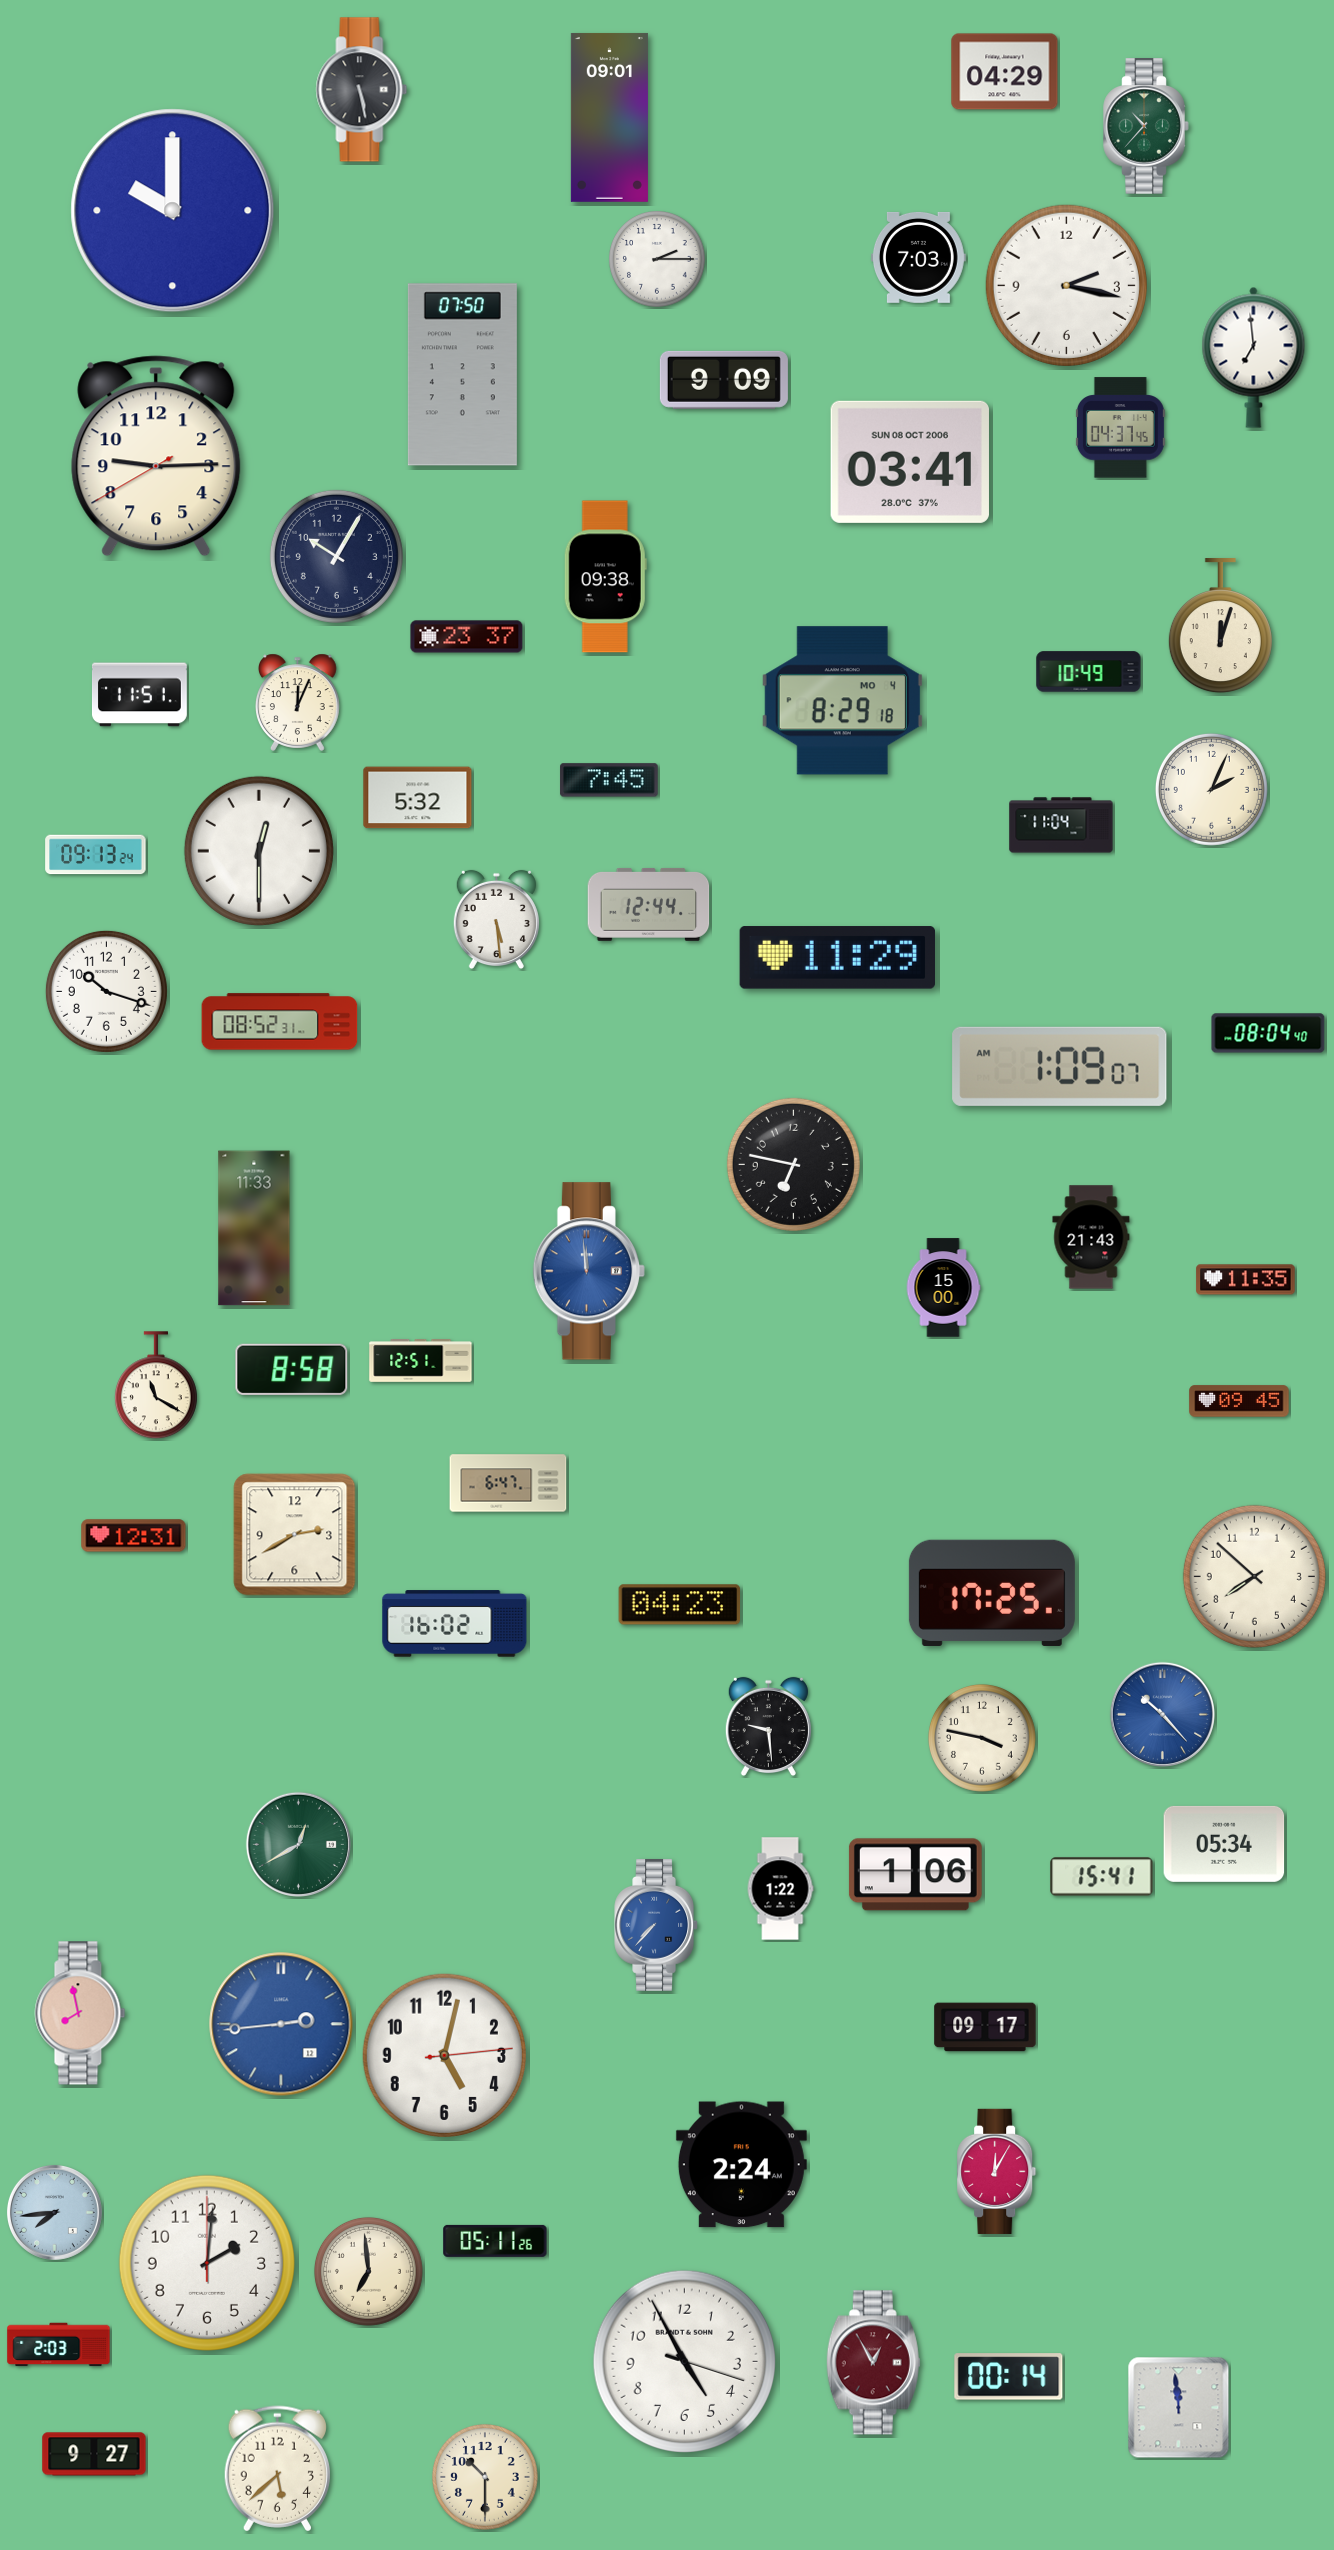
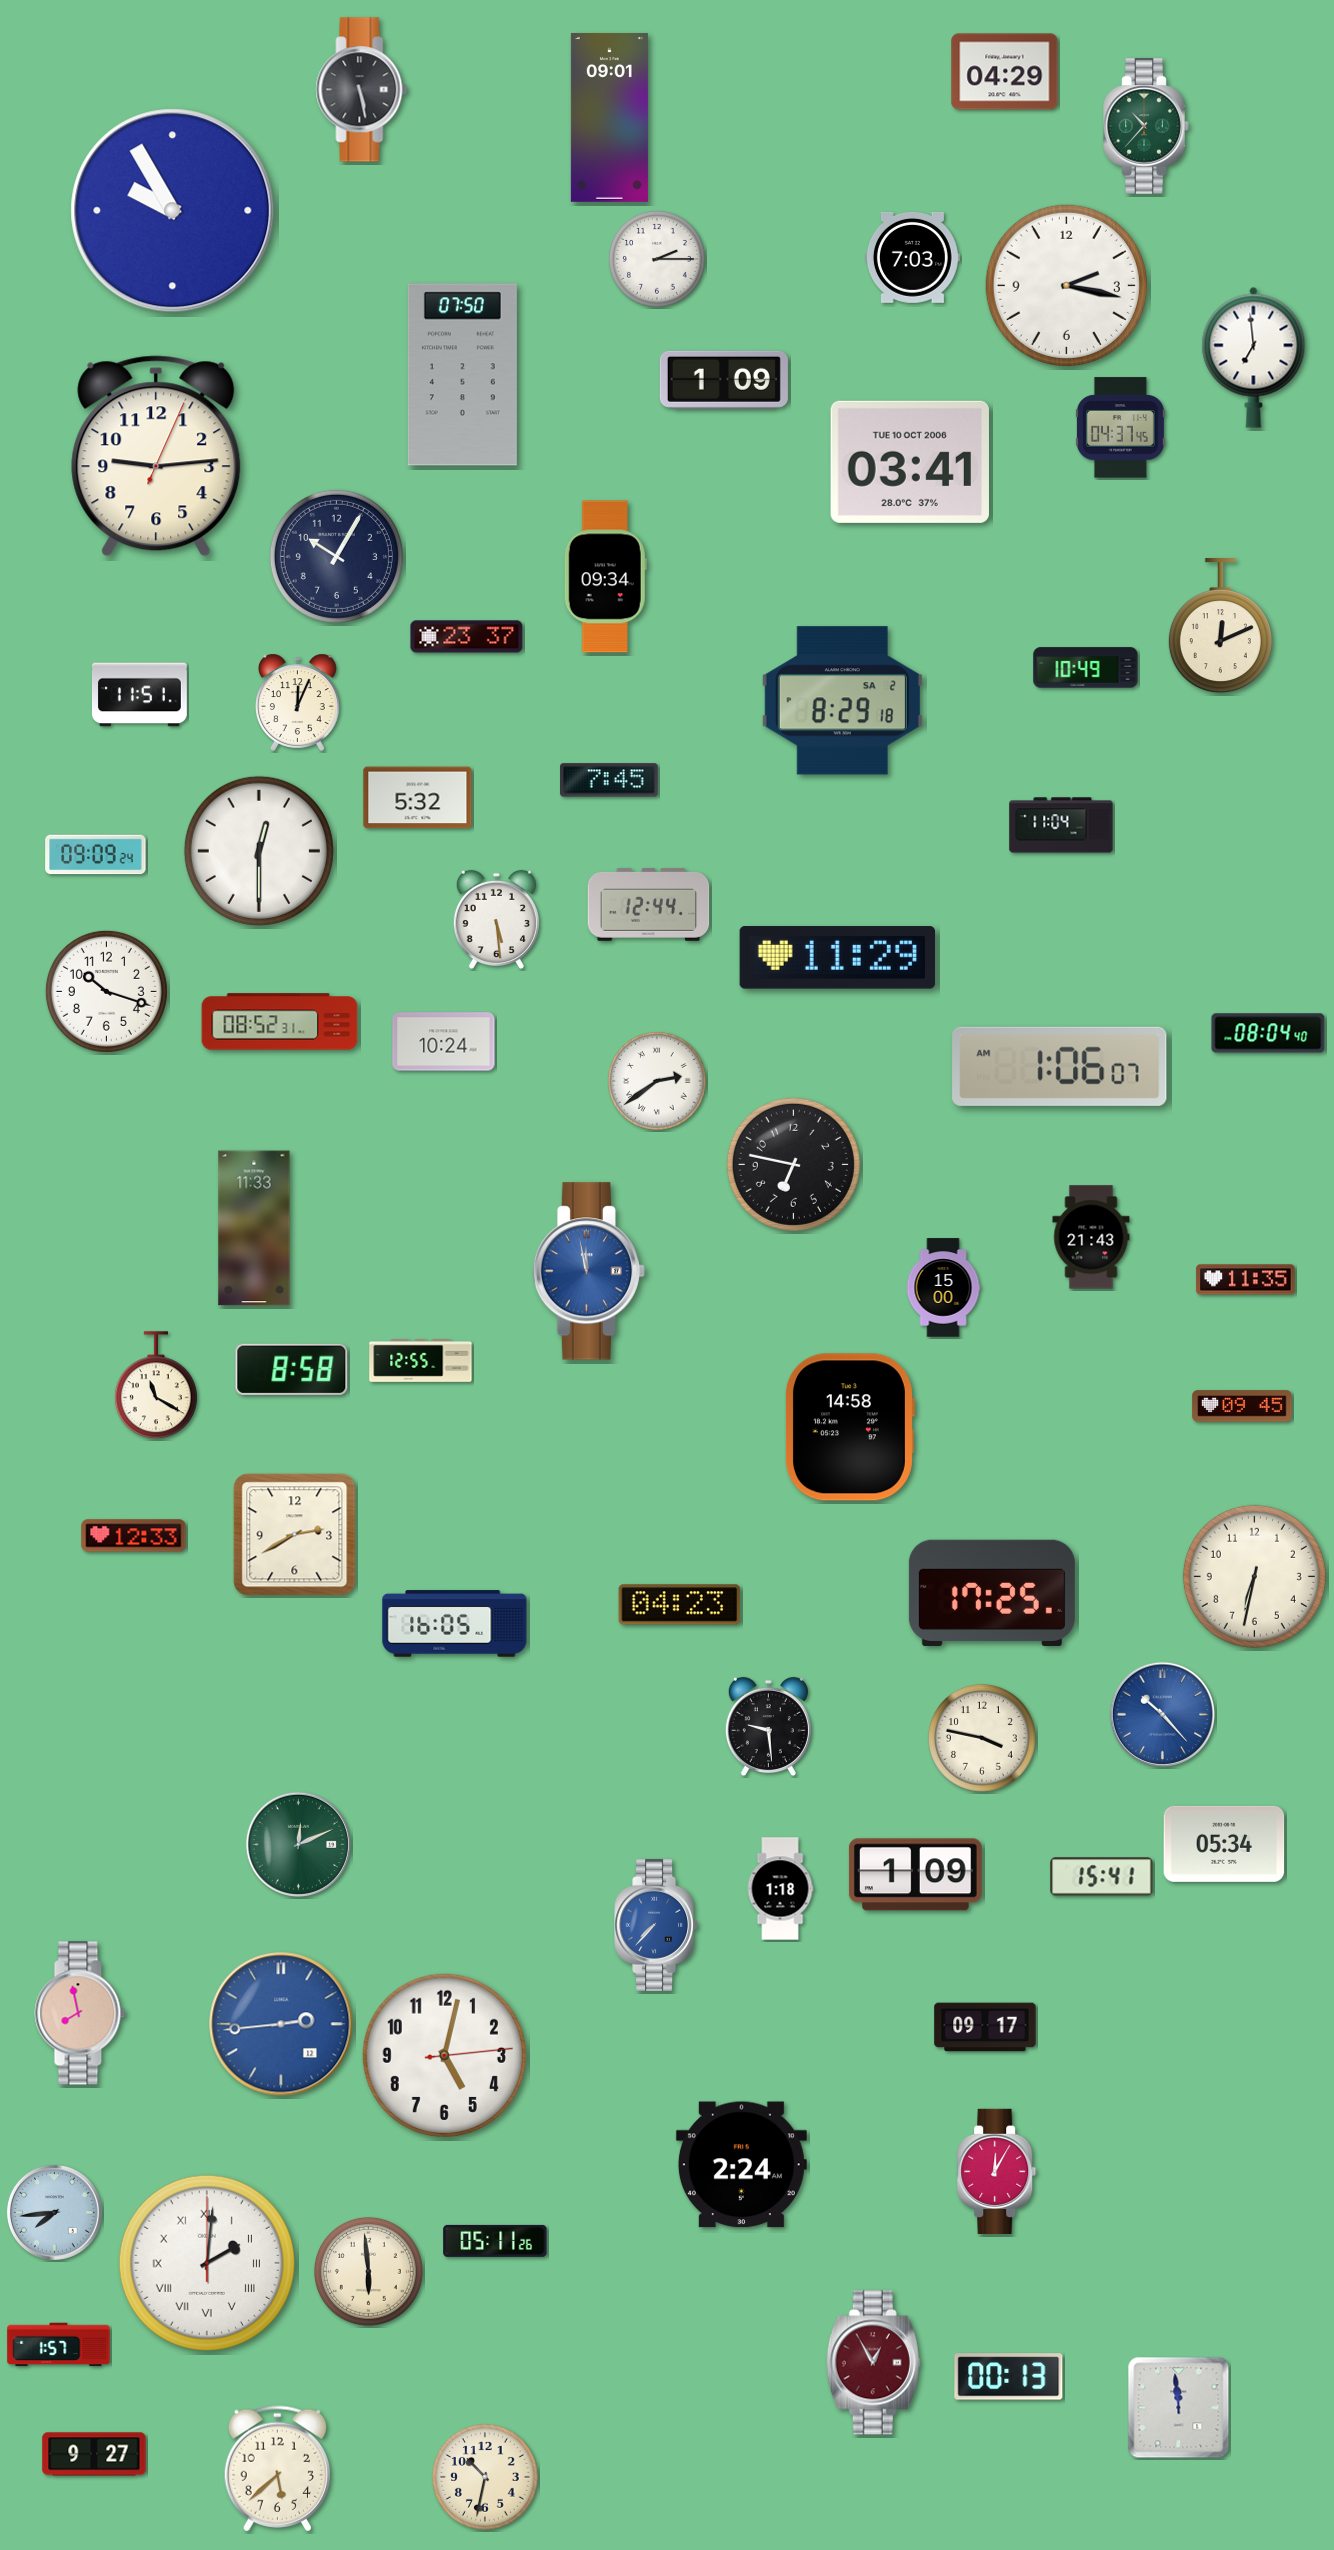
clock at (173, 211): 10:00 -> 9:55
clock at (918, 257) position: (918, 257) -> (912, 257)
clock at (724, 380): 9:09 -> 1:09
clock at (156, 456): 9:14:40 -> 9:14:04
clock at (910, 462) date: SUN 08 OCT 2006 -> TUE 10 OCT 2006
clock at (605, 577): 09:38 -> 09:34
clock at (1220, 626): 12:03 -> 12:11
clock at (1089, 672) position: (1089, 672) -> (1086, 668)
clock at (842, 701) date: MO 4 -> SA 2
clock at (1211, 789): 2:04 -> none
clock at (96, 855): 09:13 -> 09:09
clock at (444, 1042): none -> 10:24
clock at (1060, 1066): 1:09 -> 1:06
clock at (658, 1082): none -> 2:39
clock at (589, 1271): 11:59 -> 11:58
clock at (421, 1361): 12:51 -> 12:55
clock at (1239, 1401) position: (1239, 1401) -> (1242, 1406)
clock at (849, 1427): none -> 14:58
clock at (508, 1483): 6:47 -> none
clock at (134, 1536): 12:31 -> 12:33
clock at (1254, 1576): 7:52 -> 6:32
clock at (455, 1624): 16:02 -> 16:05
clock at (298, 1844): 12:40 -> 12:11
clock at (915, 1875): 1:06 -> 1:09
clock at (780, 1889): 1:22 -> 1:18
clock at (206, 2262) numerals: Arabic -> Roman
clock at (368, 2271): 6:59 -> 5:59
clock at (59, 2345): 2:03 -> 1:57
clock at (684, 2361): 4:55 -> none
clock at (1009, 2377): 00:14 -> 00:13
clock at (485, 2477): 10:30 -> 10:32
